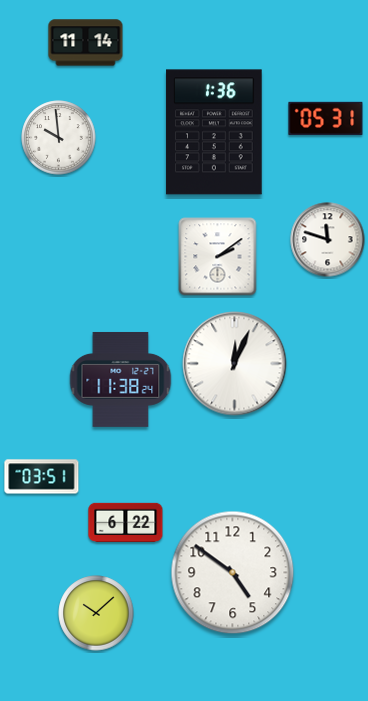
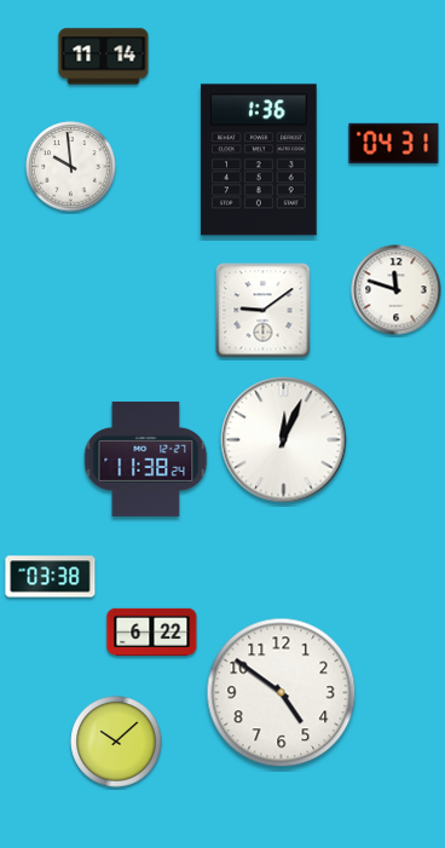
clock at (86, 43) position: (86, 43) -> (104, 57)
clock at (326, 118): 05:31 -> 04:31
clock at (218, 257): 2:09 -> 9:09
clock at (42, 477): 03:51 -> 03:38
